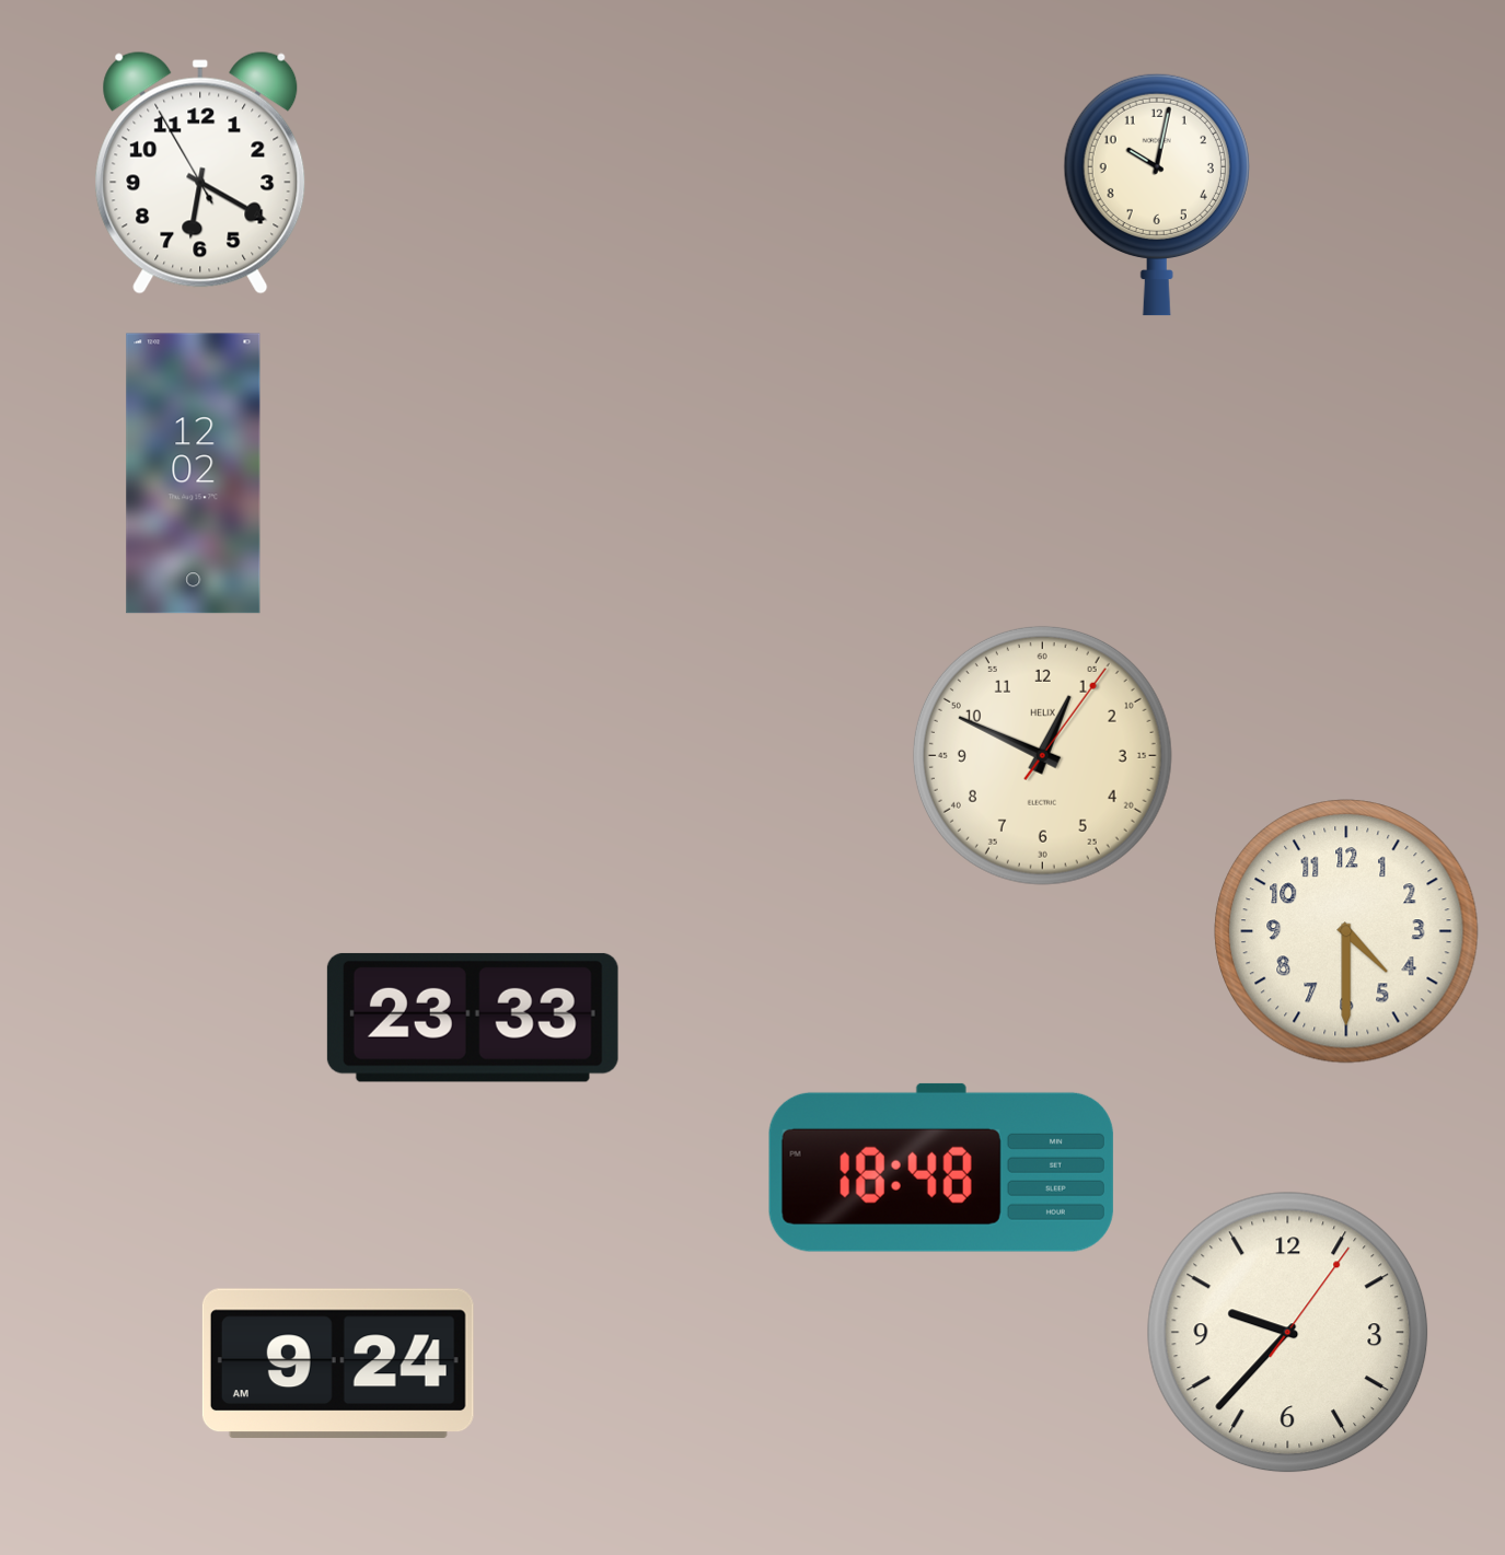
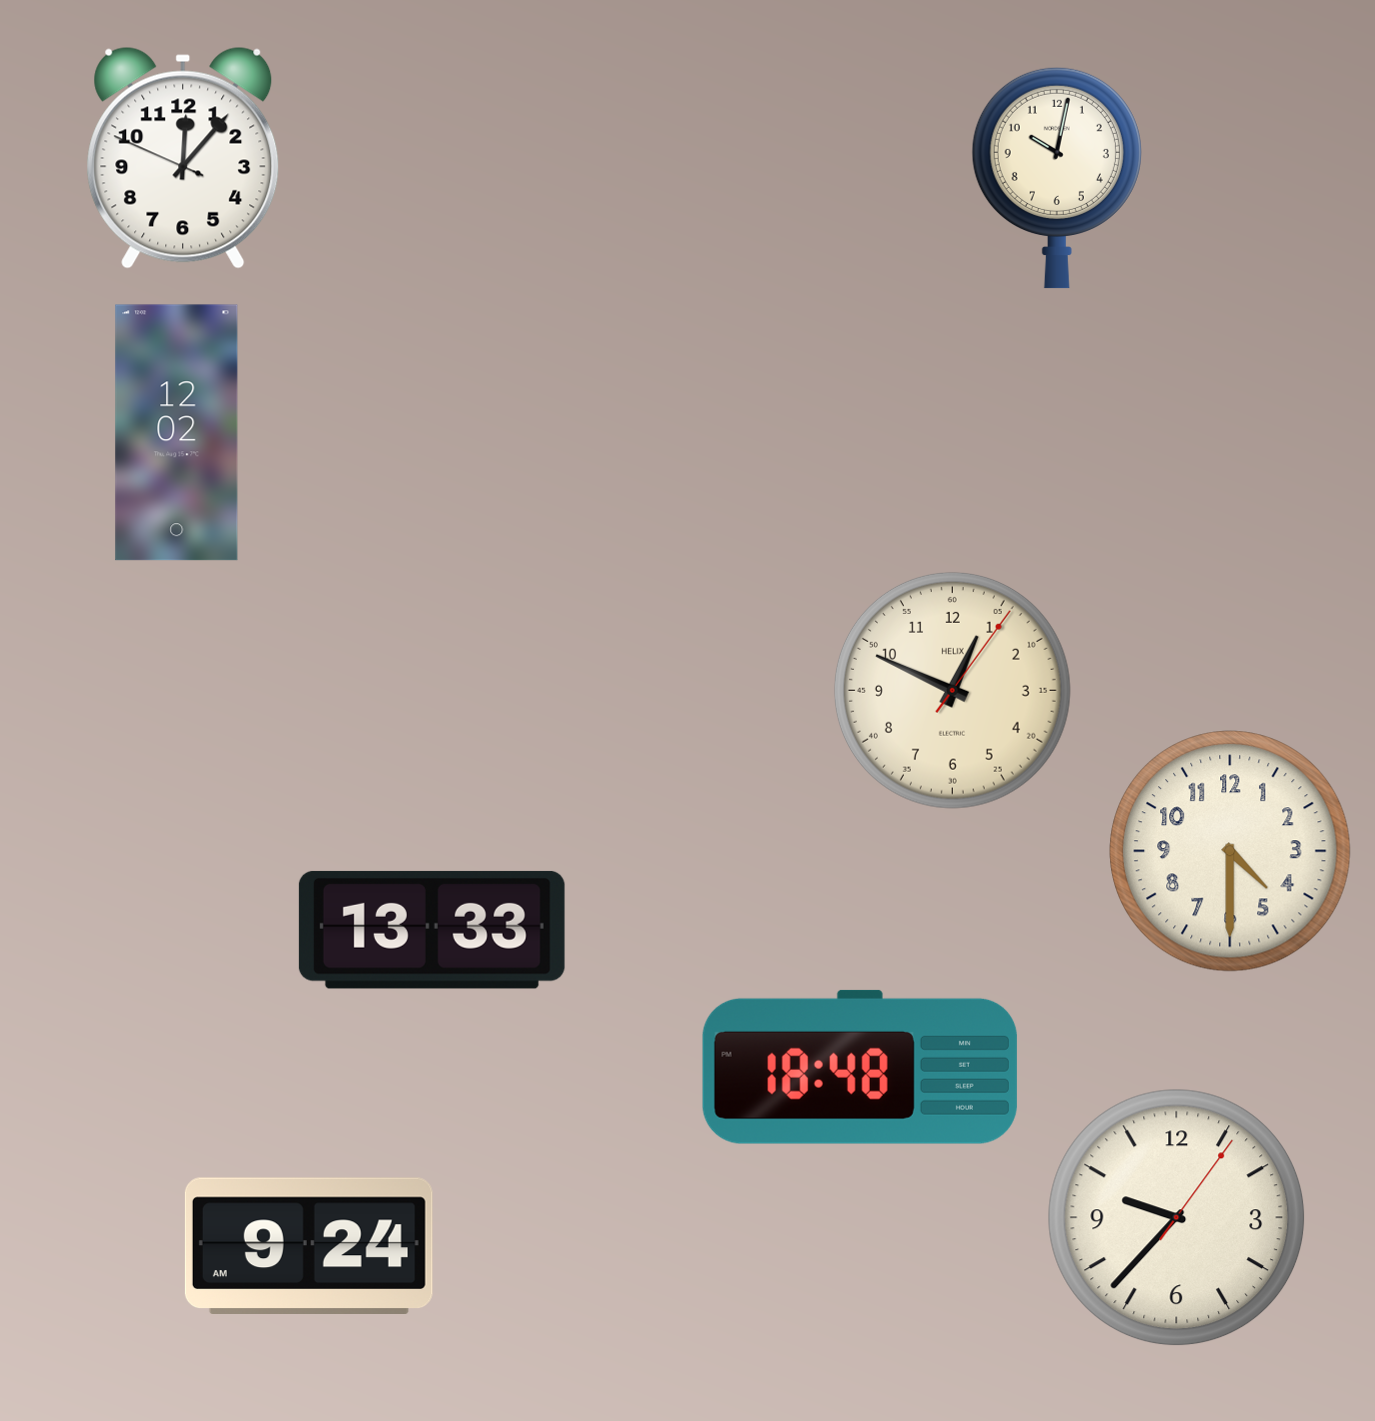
clock at (200, 173): 6:19 -> 12:06
clock at (473, 1018): 23:33 -> 13:33
